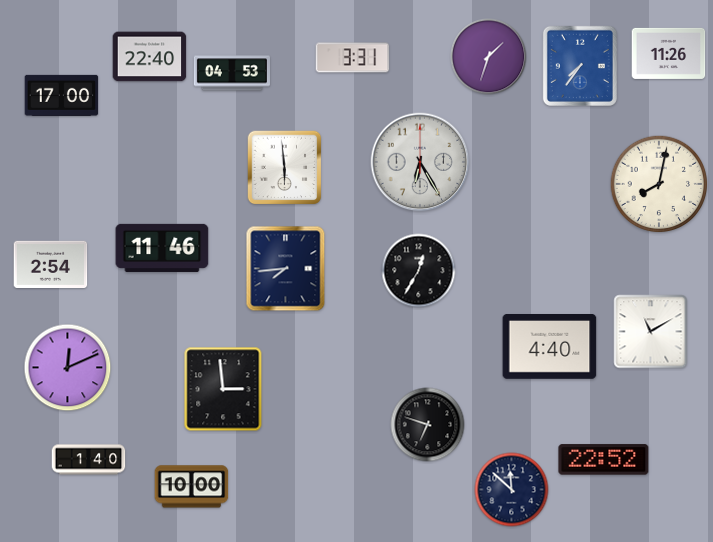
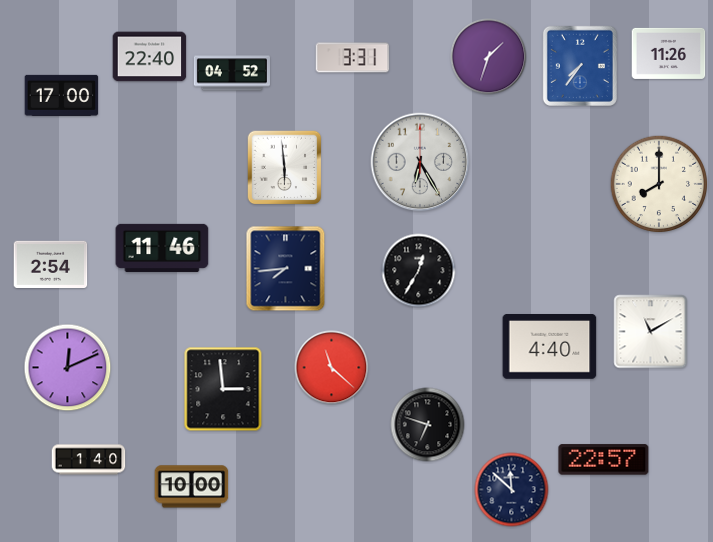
clock at (232, 73): 04:53 -> 04:52
clock at (659, 184): 8:02 -> 8:00
clock at (332, 368): none -> 11:22
clock at (604, 460): 22:52 -> 22:57
